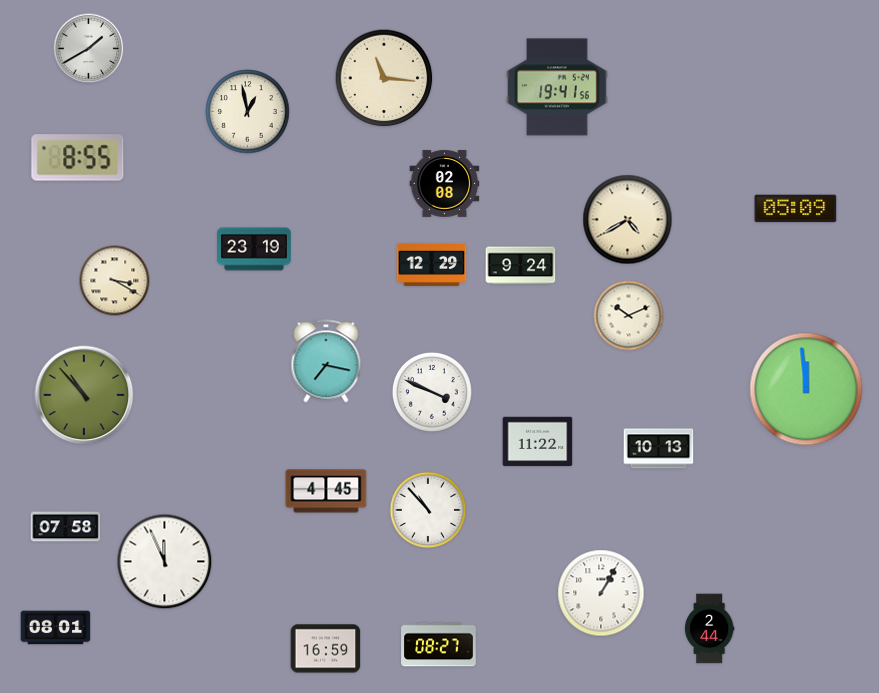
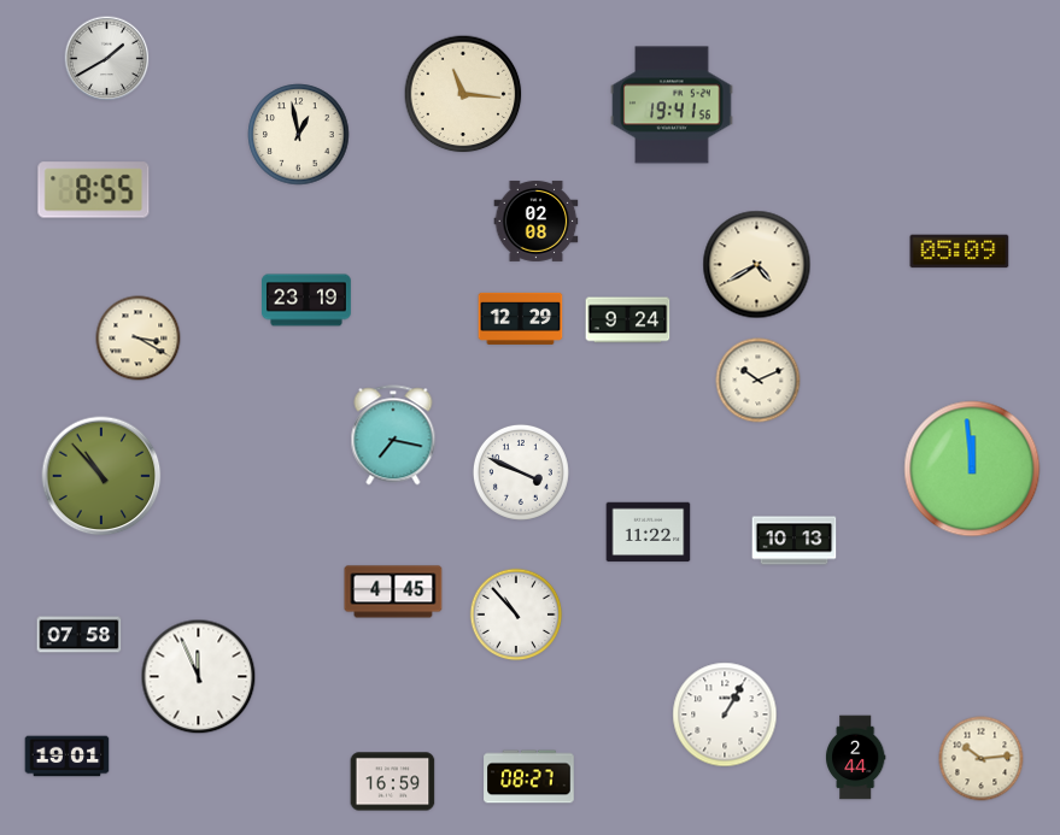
clock at (56, 628): 08:01 -> 19:01
clock at (982, 759): none -> 10:14
